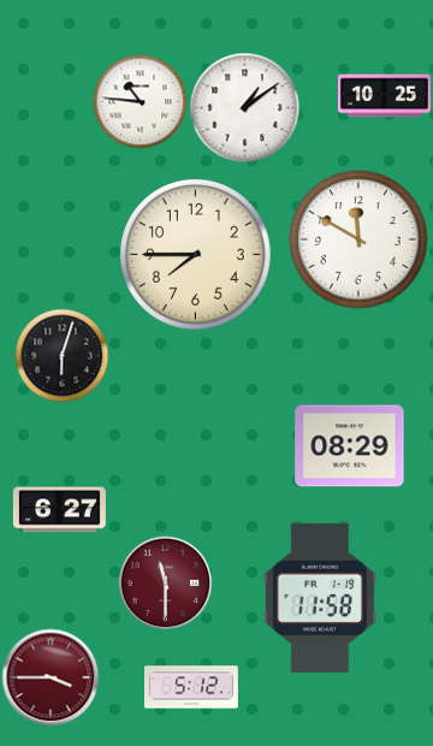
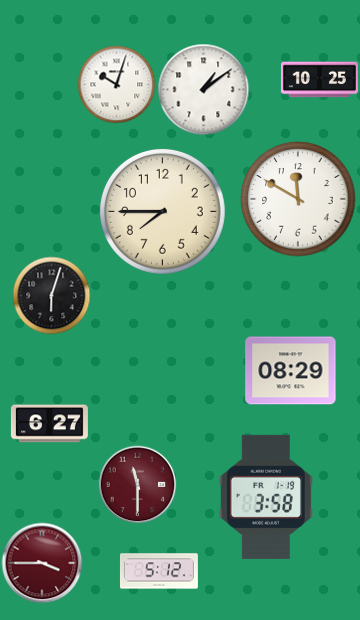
clock at (140, 101): 10:46 -> 10:03
clock at (320, 598): 11:58 -> 3:58
